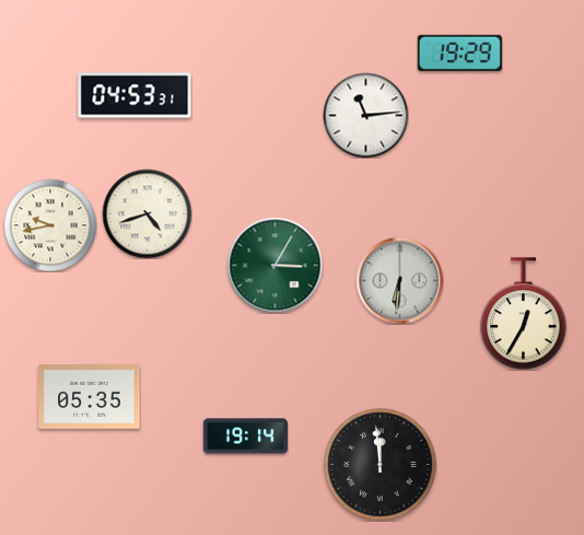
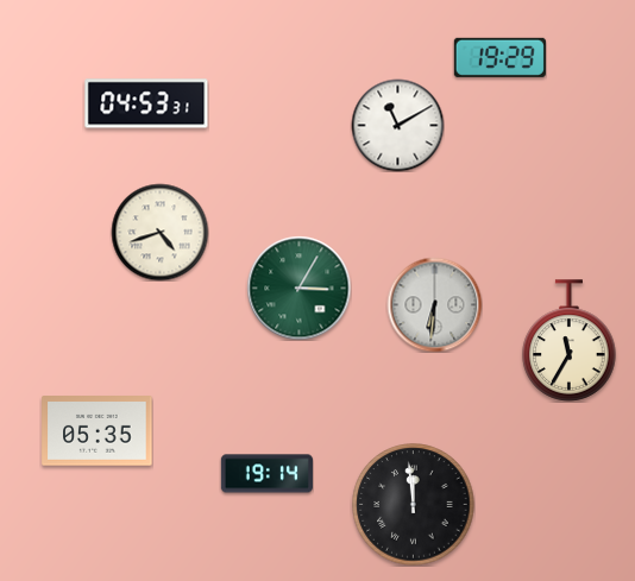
clock at (365, 115): 11:14 -> 11:10
clock at (50, 225): 9:43 -> none
clock at (524, 314): 12:35 -> 11:35
